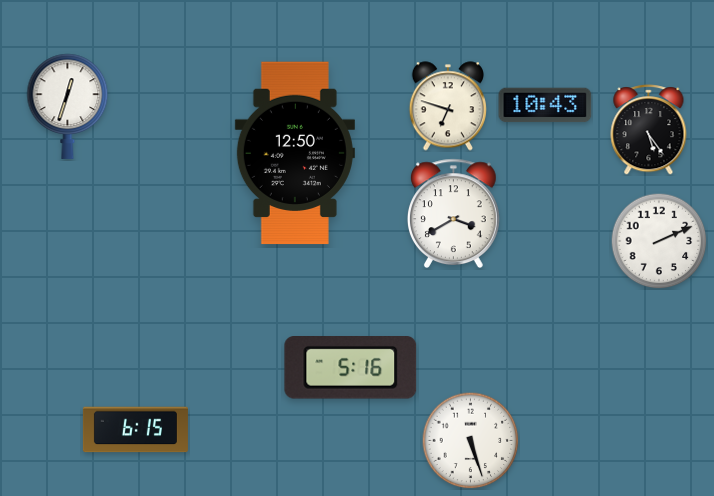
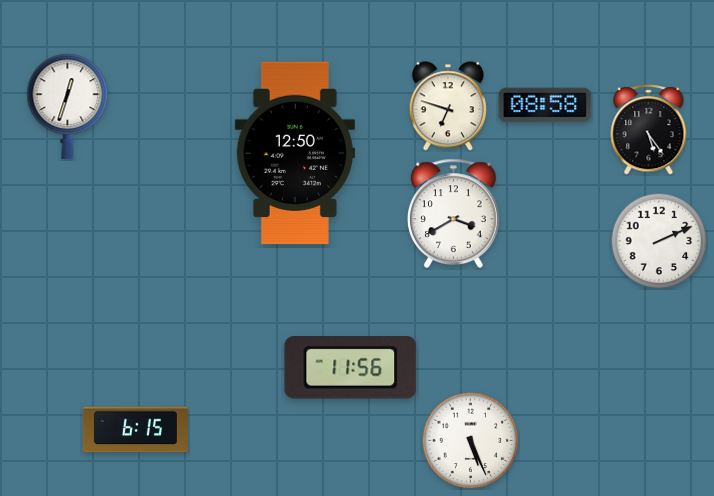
clock at (545, 105): 10:43 -> 08:58
clock at (351, 368): 5:16 -> 11:56
clock at (470, 440): 5:27 -> 5:26
